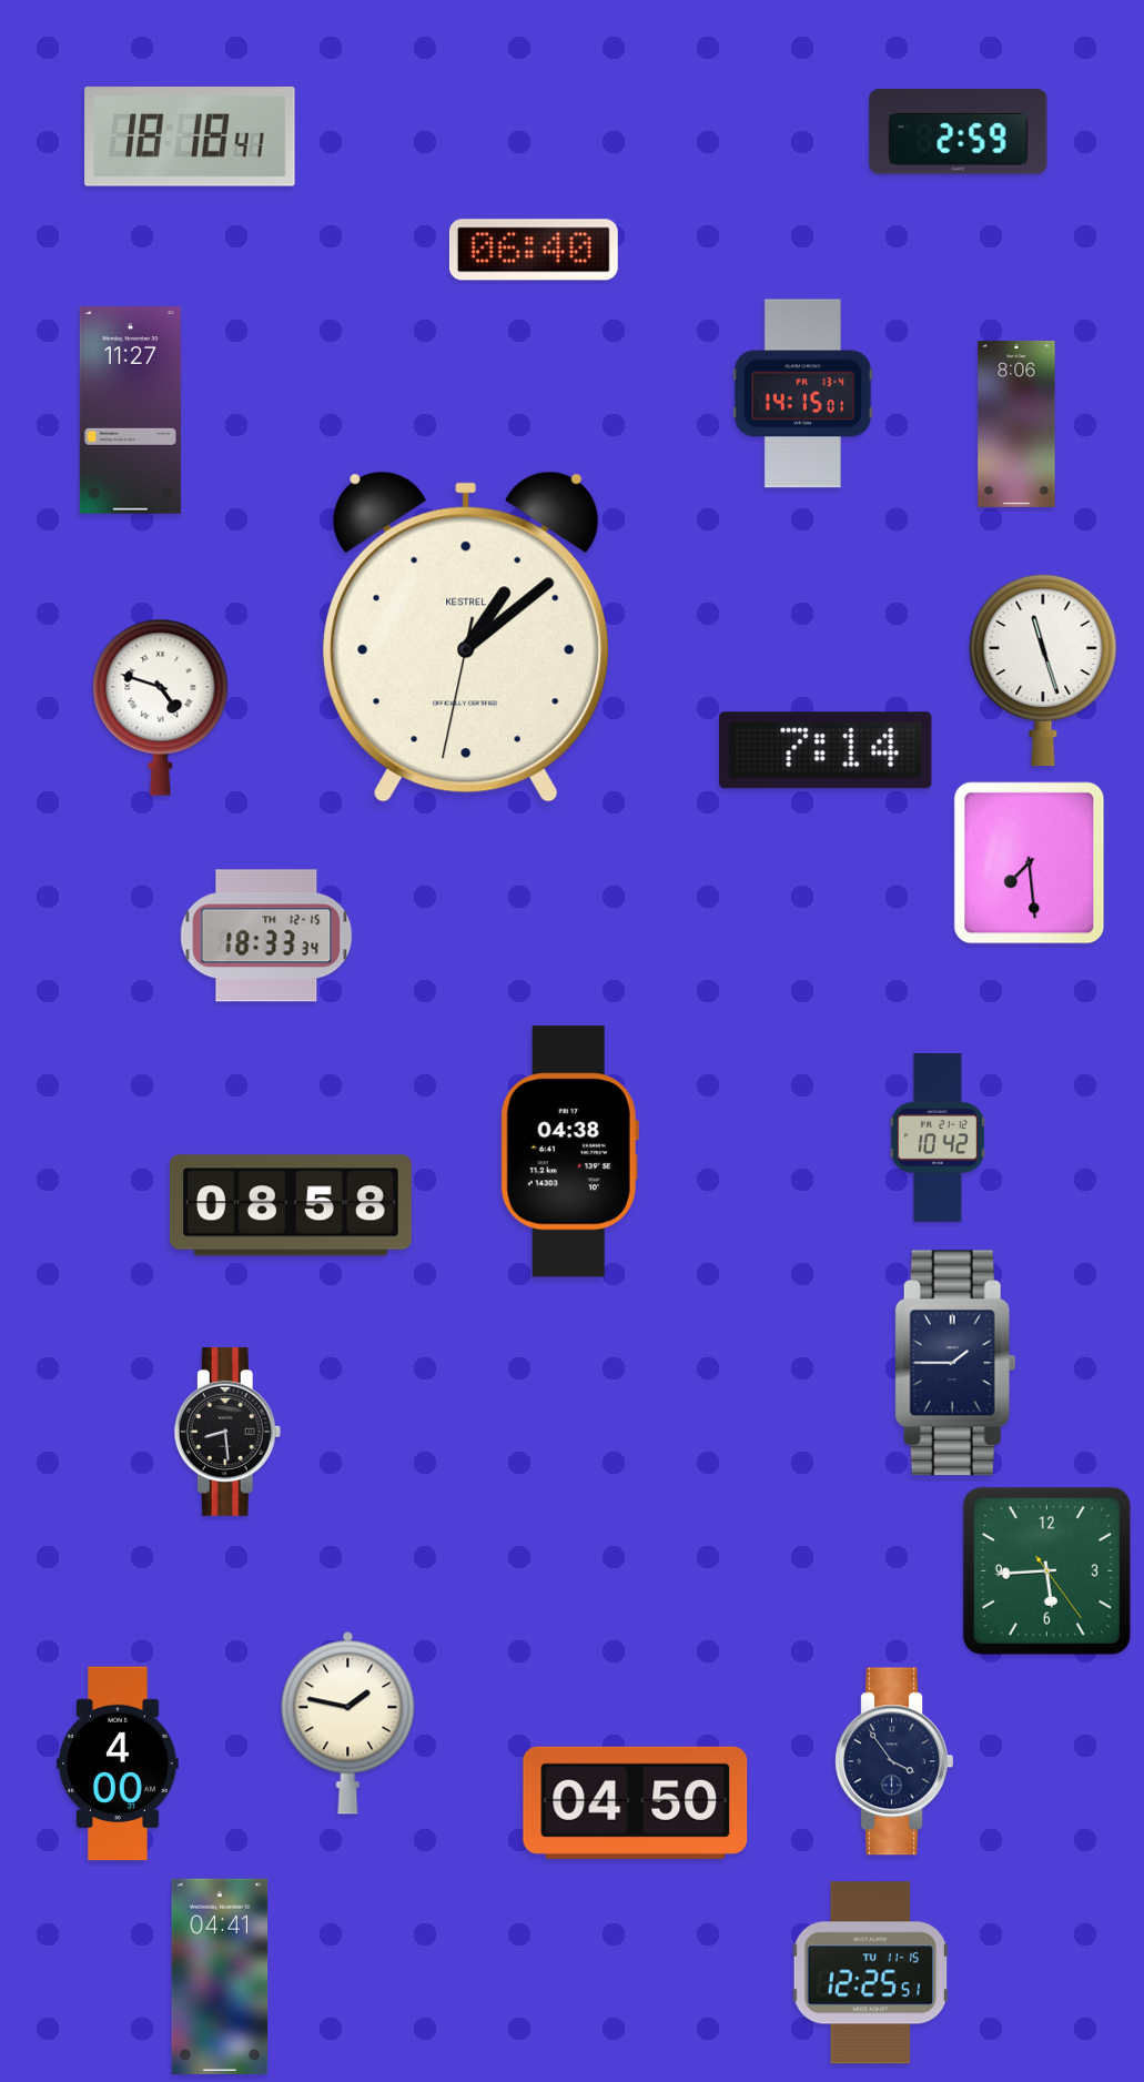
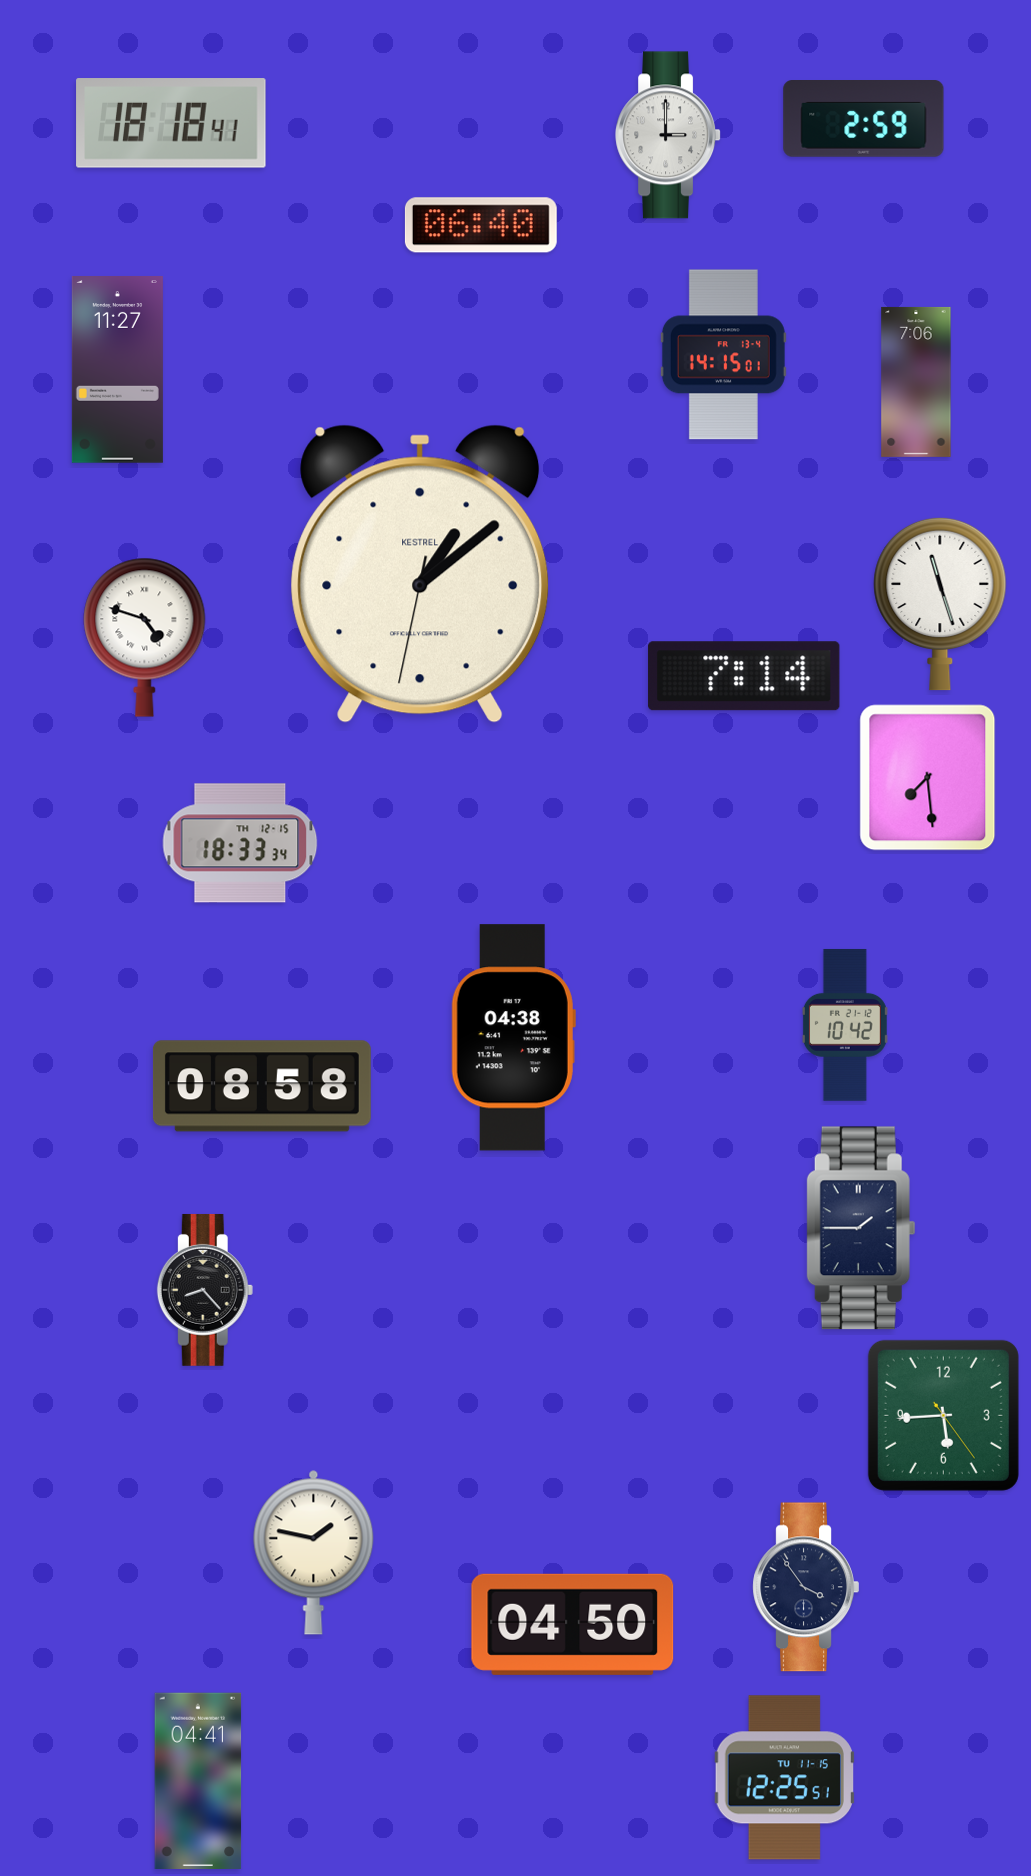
clock at (668, 135): none -> 3:00
clock at (1016, 424): 8:06 -> 7:06
clock at (227, 1432): 8:29 -> 8:23
clock at (118, 1763): 4:00 -> none
